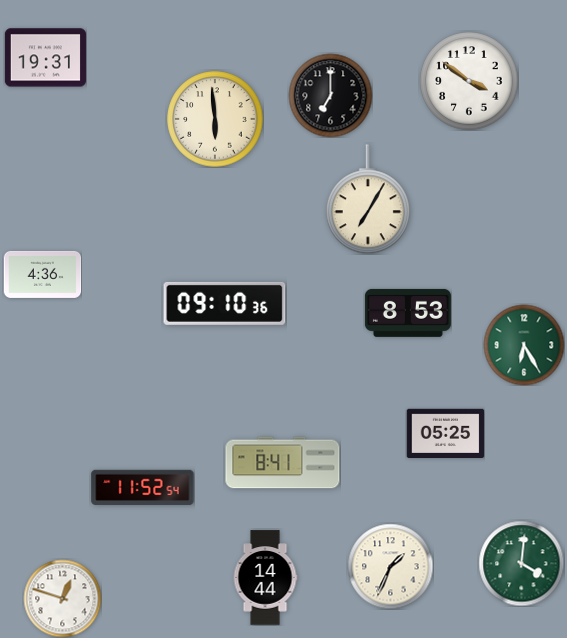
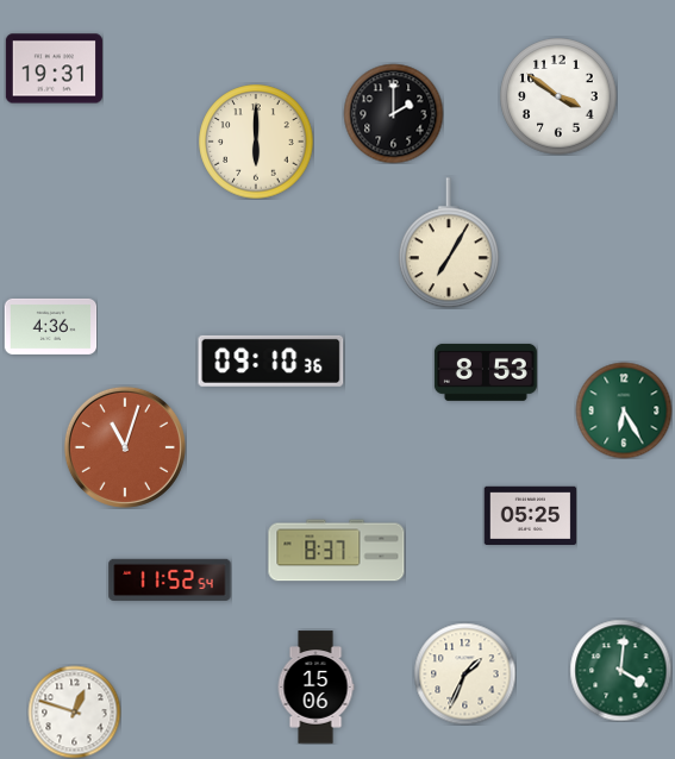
clock at (330, 95): 7:00 -> 2:00
clock at (215, 119): 5:59 -> 6:00
clock at (368, 199) position: (368, 199) -> (449, 243)
clock at (225, 303) position: (225, 303) -> (271, 360)
clock at (125, 447): none -> 11:03
clock at (283, 463): 8:41 -> 8:37
clock at (265, 578): 14:44 -> 15:06
